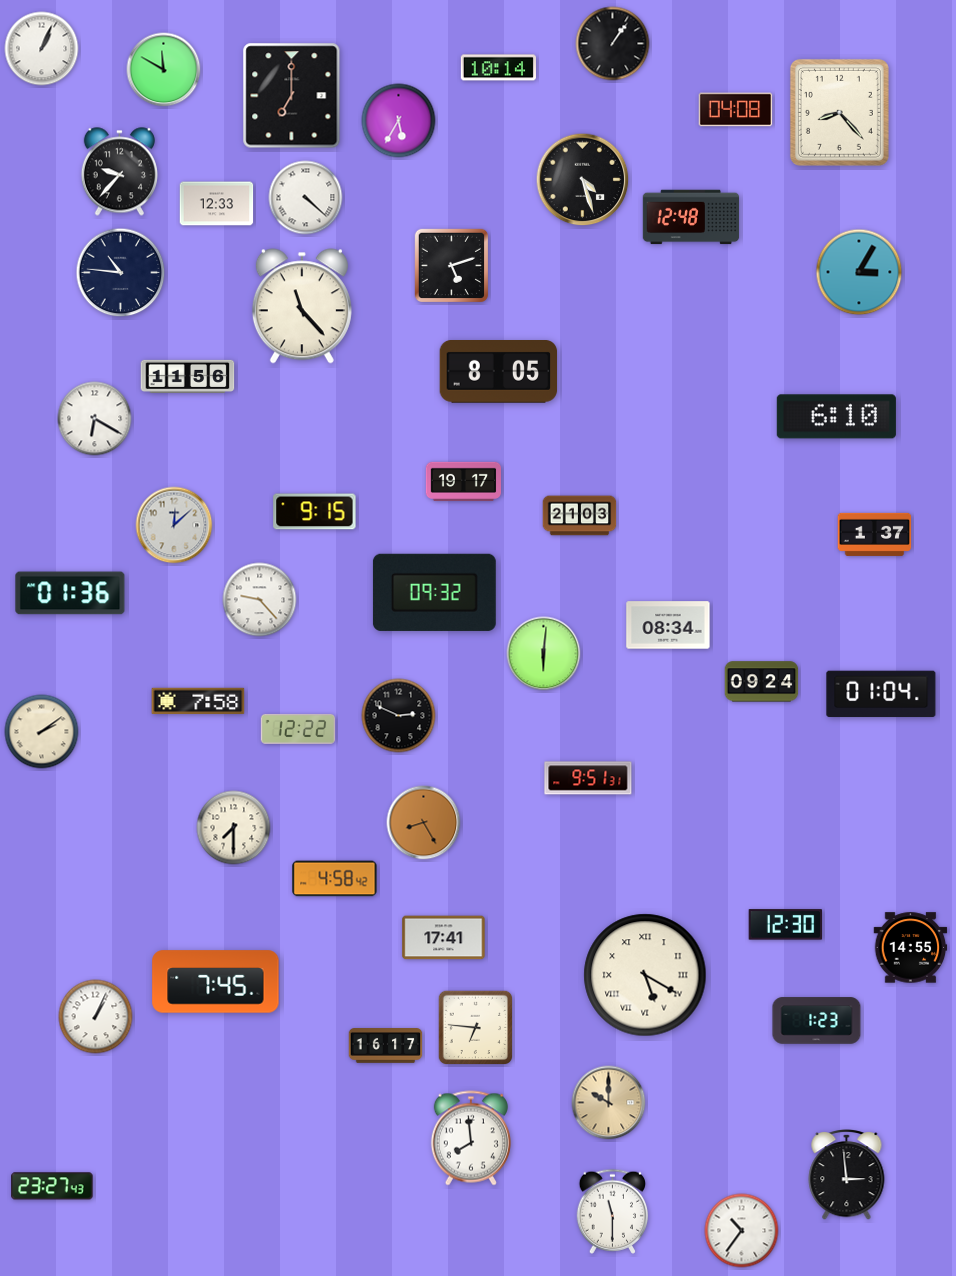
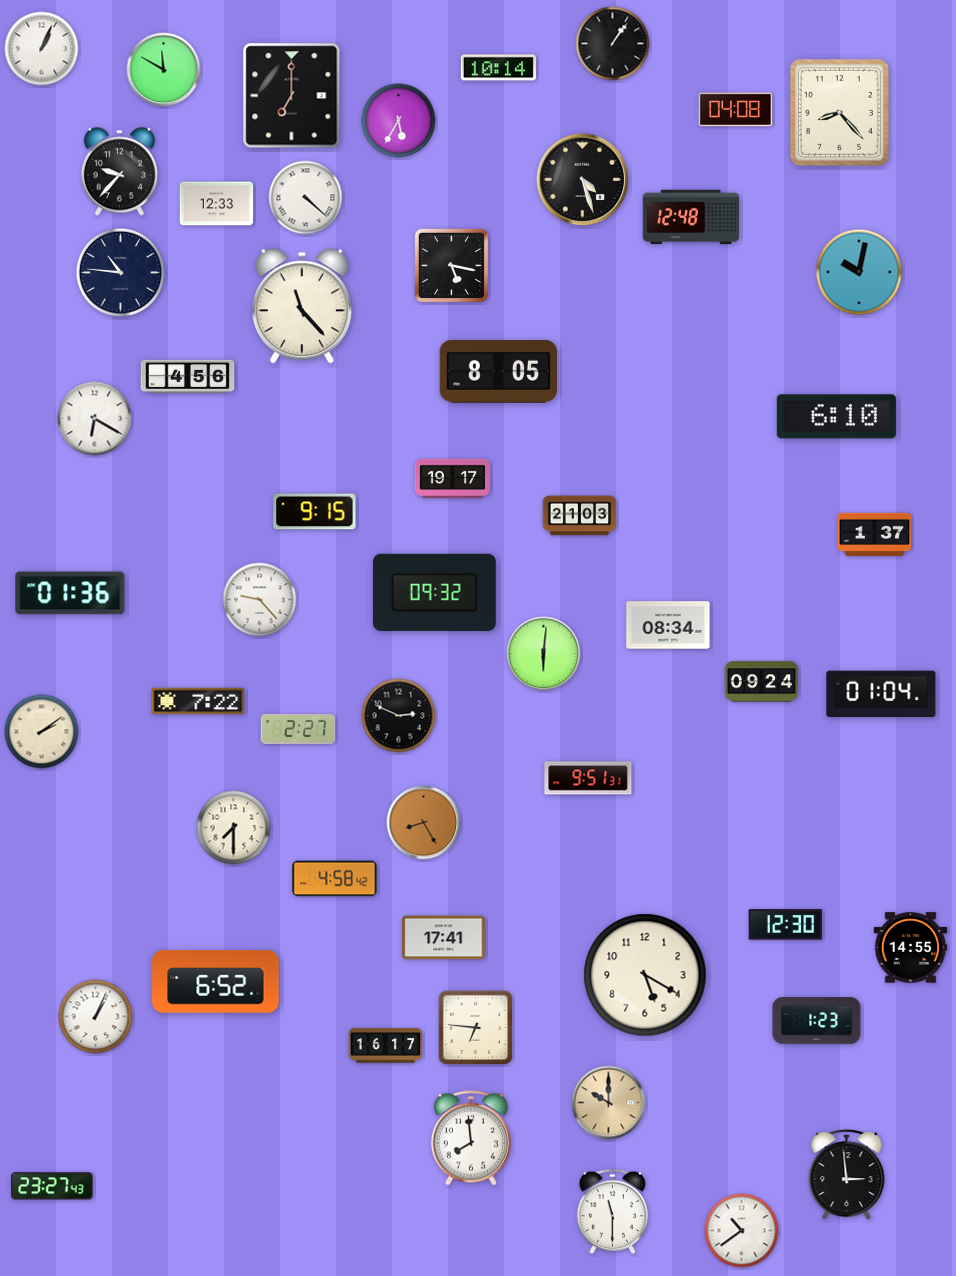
clock at (451, 265): 5:12 -> 5:17
clock at (859, 272): 3:05 -> 10:02
clock at (188, 376): 11:56 -> 4:56
clock at (463, 481) position: (463, 481) -> (452, 478)
clock at (174, 525): 12:08 -> none
clock at (198, 701): 7:58 -> 7:22
clock at (298, 729): 12:22 -> 2:27
clock at (645, 975) numerals: Roman -> Arabic
clock at (216, 982): 7:45 -> 6:52
clock at (742, 1231): 10:36 -> 10:39
